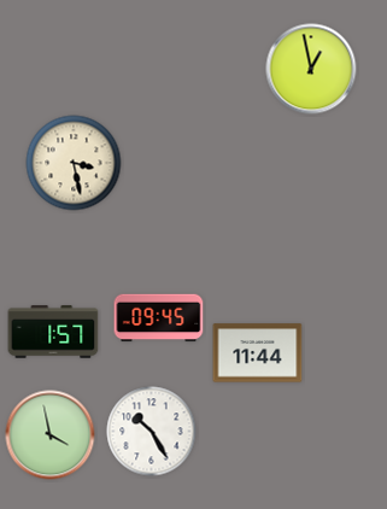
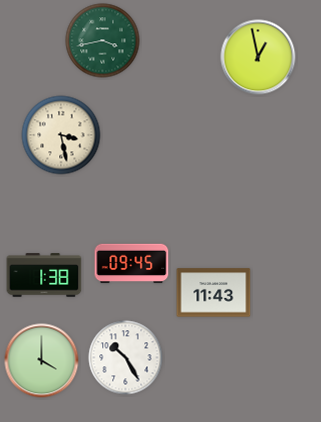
clock at (103, 41): none -> 3:43
clock at (53, 332): 1:57 -> 1:38
clock at (258, 353): 11:44 -> 11:43
clock at (51, 435): 3:58 -> 4:00
